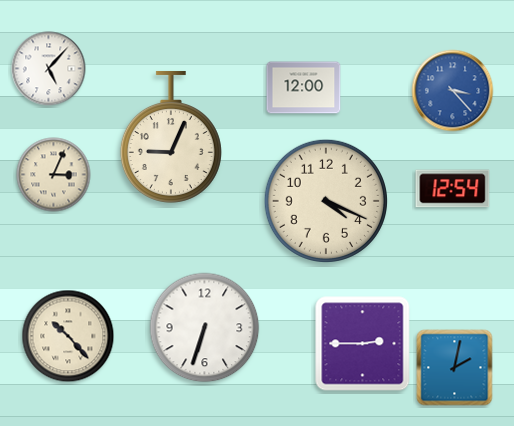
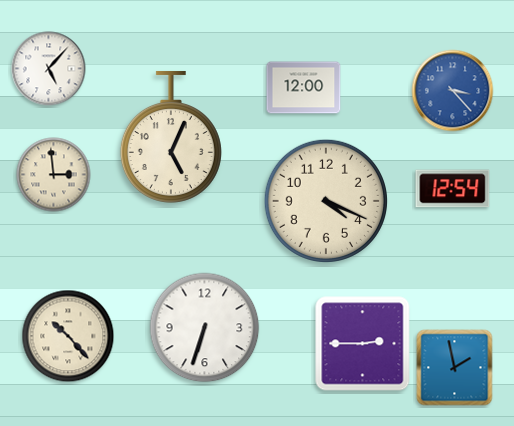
clock at (171, 137): 9:04 -> 5:04
clock at (54, 175): 3:04 -> 2:59
clock at (455, 368): 2:02 -> 1:58
